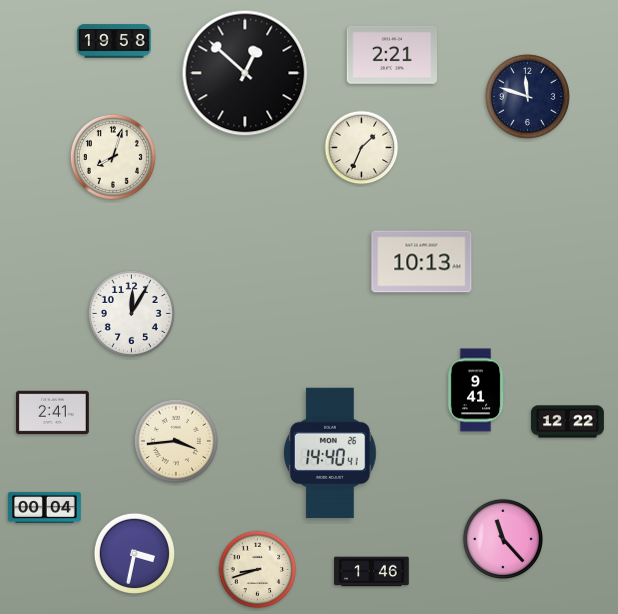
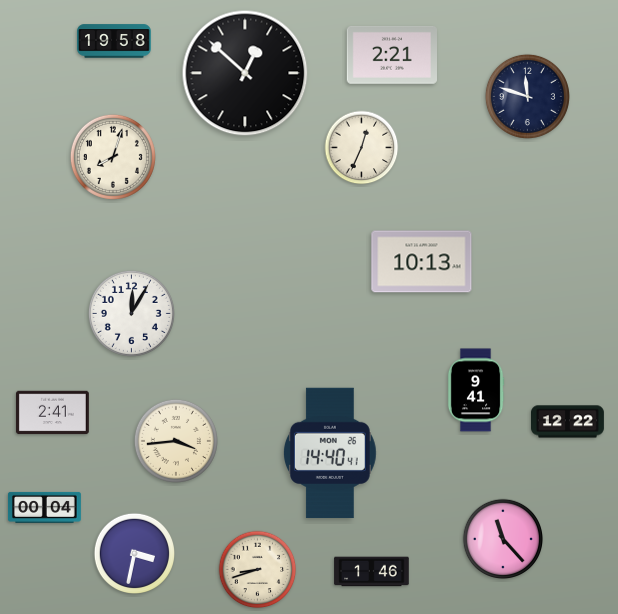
clock at (362, 148): 1:34 -> 12:34
